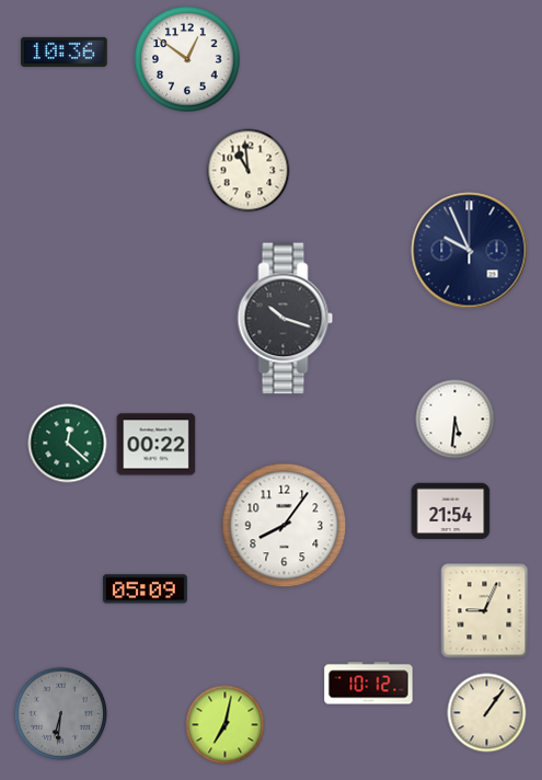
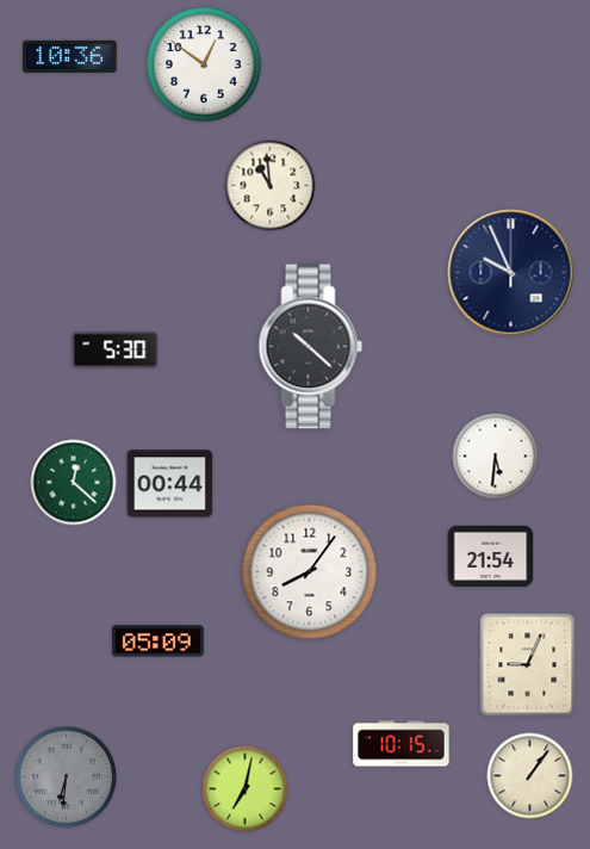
clock at (286, 319): 10:18 -> 10:22
clock at (116, 351): none -> 5:30
clock at (157, 445): 00:22 -> 00:44
clock at (369, 684): 10:12 -> 10:15
